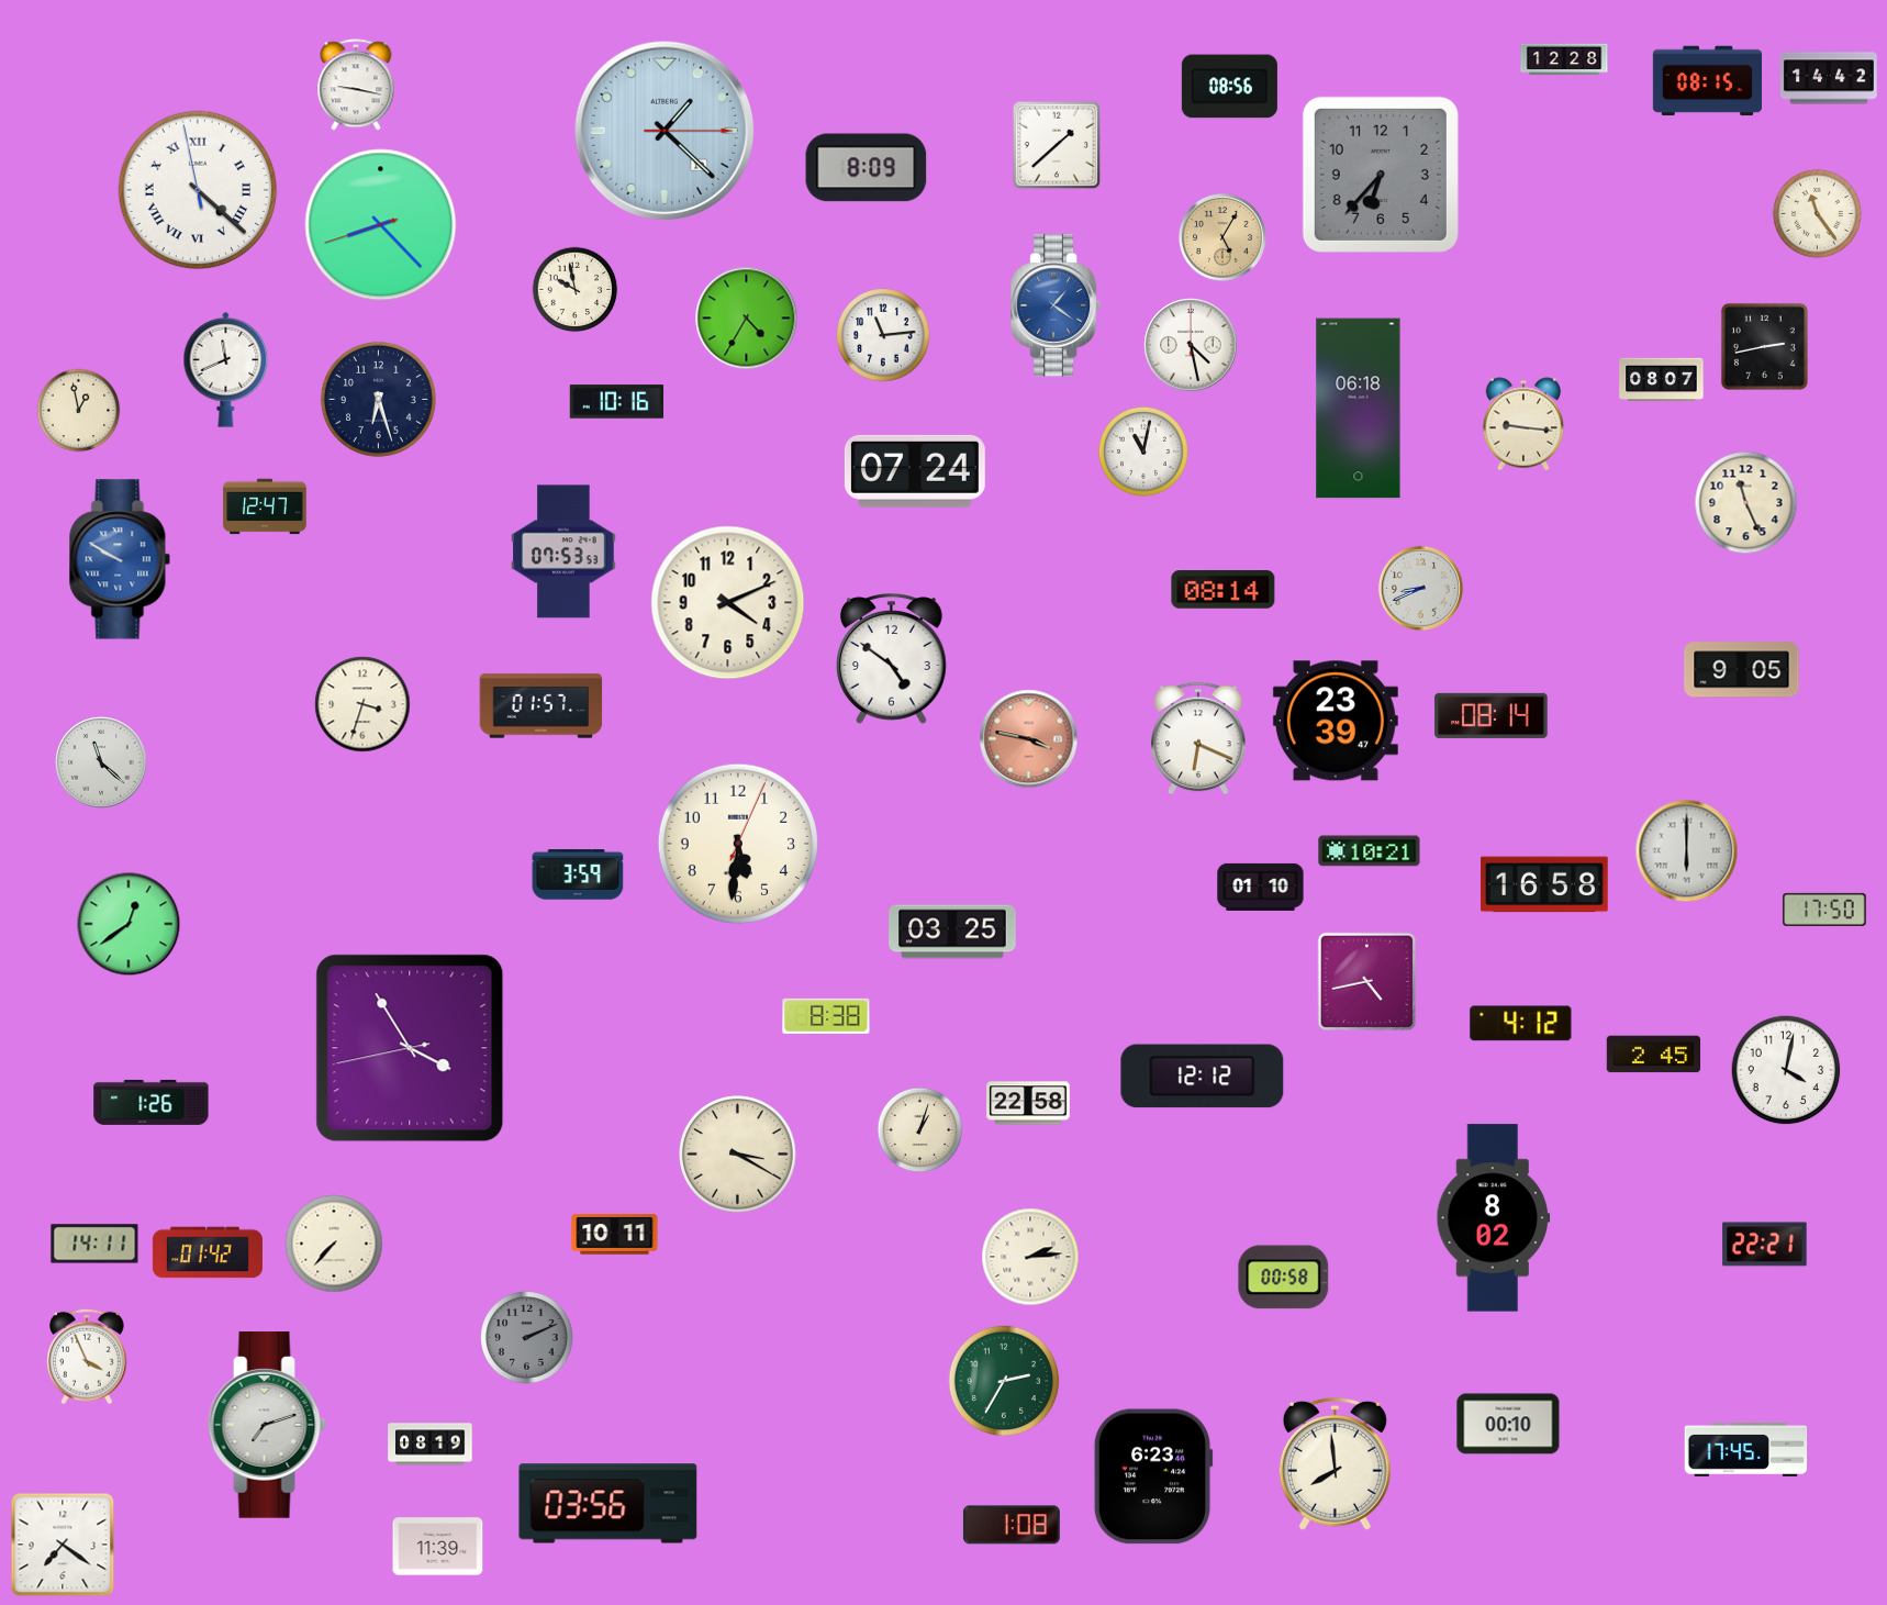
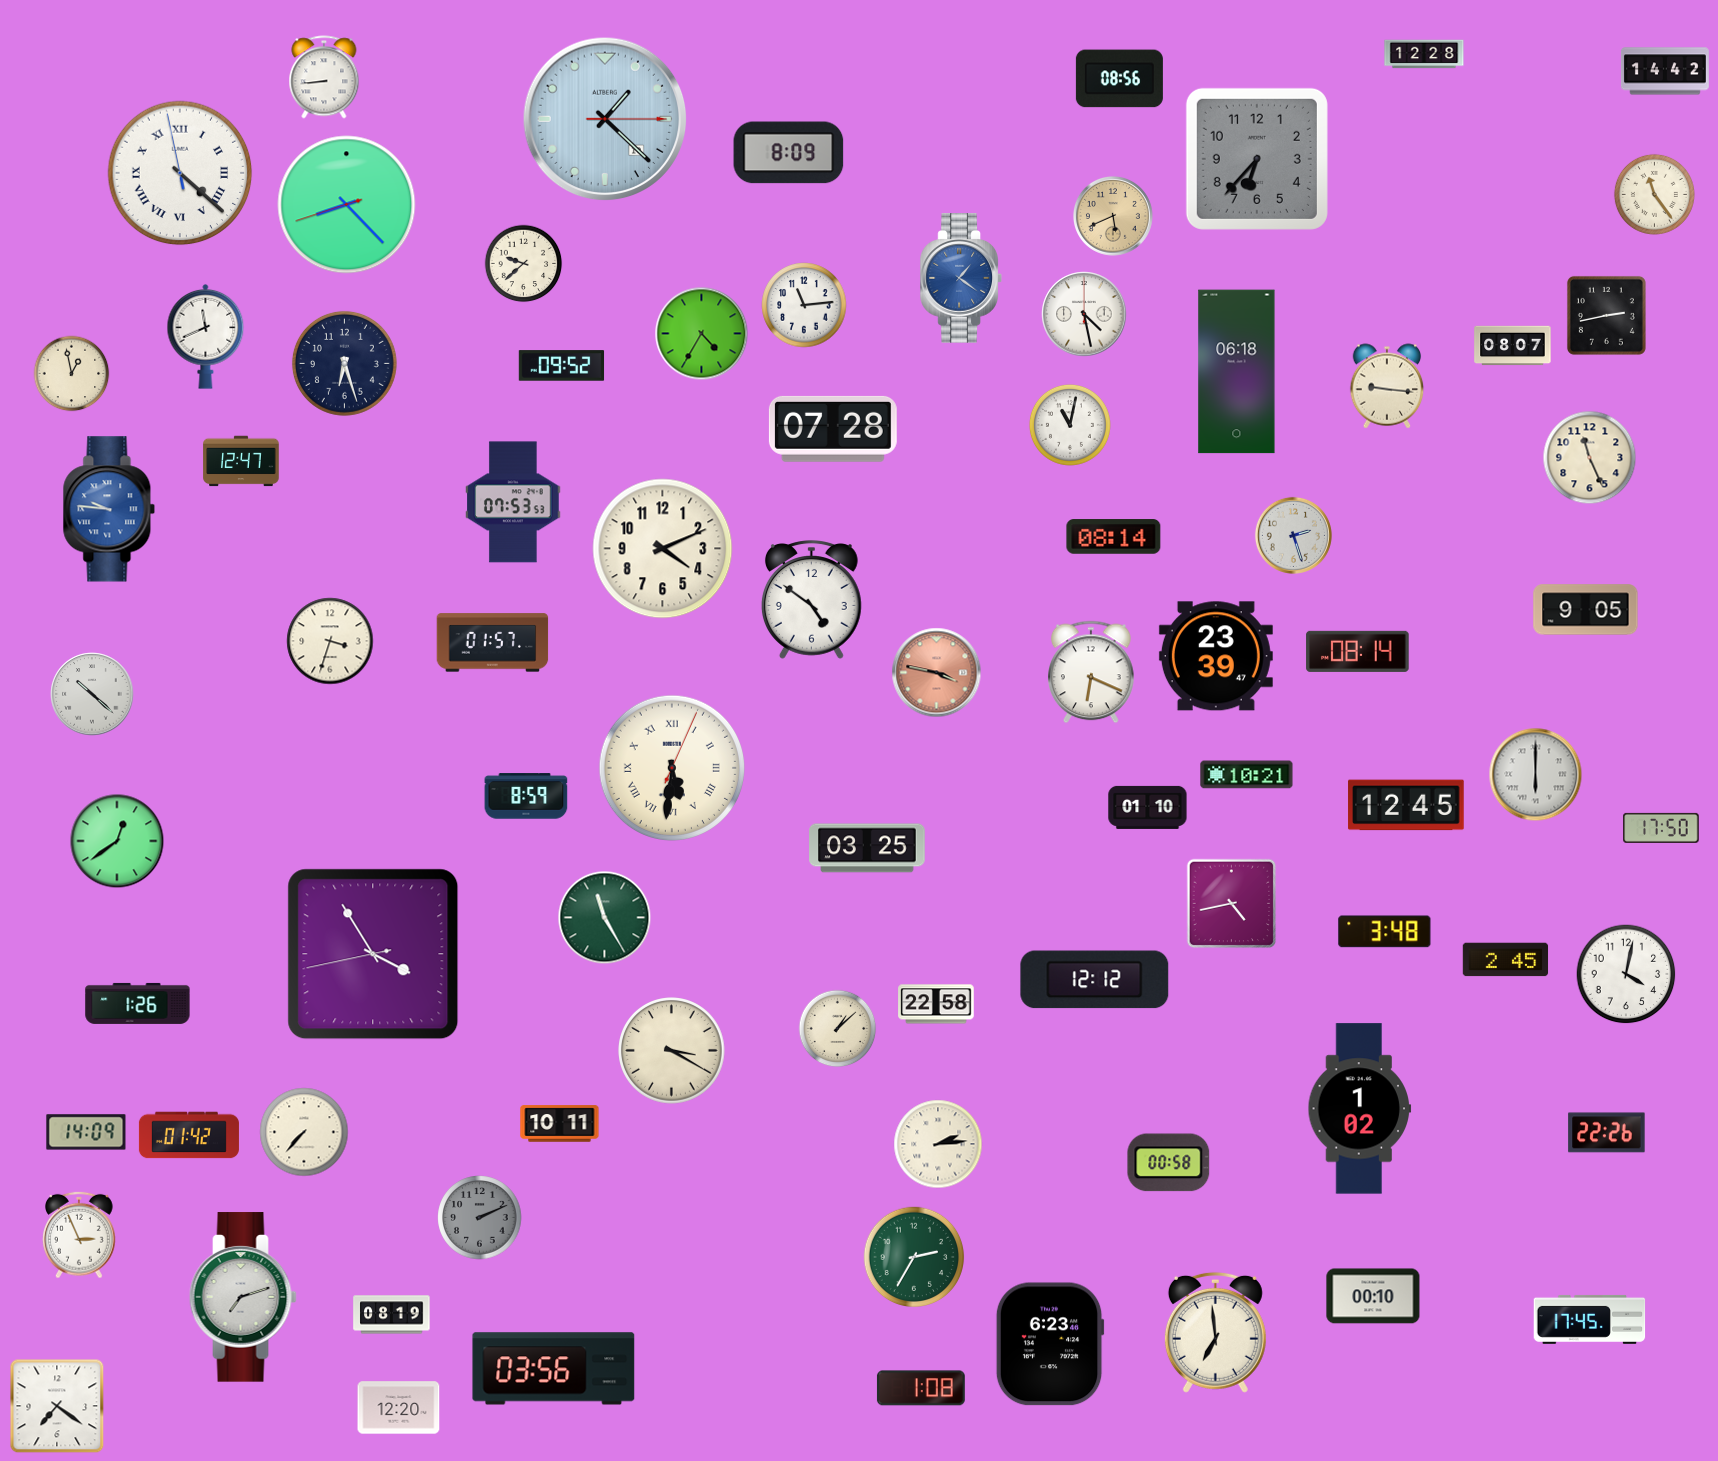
clock at (1707, 81): 08:15 -> none
clock at (356, 85): 9:17 -> 8:44
clock at (1057, 145): 1:38 -> none
clock at (1222, 237): 5:05 -> 5:41
clock at (576, 290): 9:58 -> 9:38
clock at (747, 319) position: (747, 319) -> (702, 334)
clock at (617, 402): 10:16 -> 09:52
clock at (1143, 452) position: (1143, 452) -> (1070, 425)
clock at (915, 471): 07:24 -> 07:28
clock at (120, 559): 9:50 -> 9:46
clock at (1420, 588): 8:41 -> 2:27
clock at (101, 762): 11:22 -> 10:22
clock at (737, 843) numerals: Arabic -> Roman
clock at (578, 874): 3:59 -> 8:59
clock at (1544, 884): 16:58 -> 12:45
clock at (1367, 982) position: (1367, 982) -> (1232, 904)
clock at (605, 918): none -> 11:25
clock at (826, 1016): 8:38 -> none
clock at (1521, 1024): 4:12 -> 3:48
clock at (920, 1130): 1:03 -> 1:08
clock at (1494, 1218): 8:02 -> 1:02
clock at (94, 1244): 14:11 -> 14:09
clock at (1765, 1245): 22:21 -> 22:26
clock at (208, 1252) position: (208, 1252) -> (189, 1135)
clock at (88, 1357): 3:56 -> 2:56
clock at (1335, 1463): 7:59 -> 6:59
clock at (438, 1547): 11:39 -> 12:20
